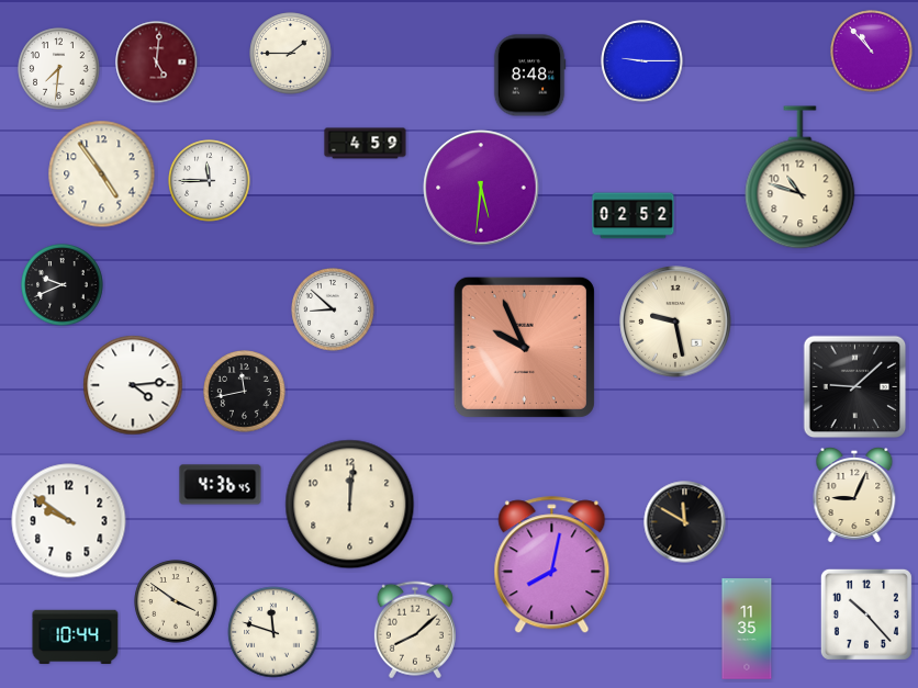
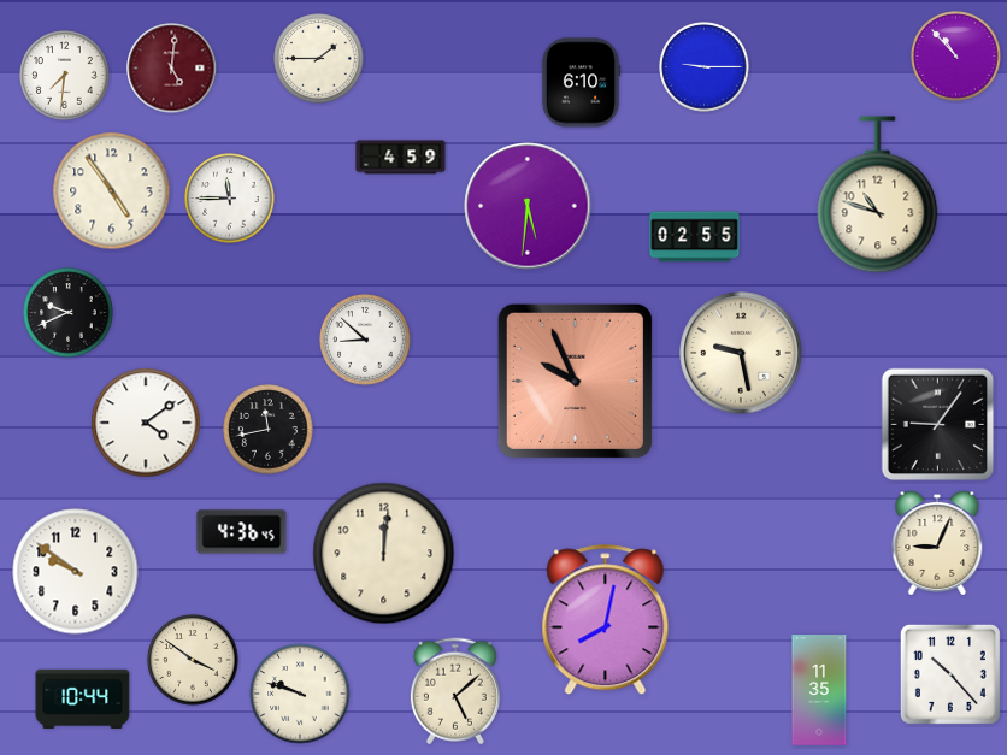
clock at (529, 76): 8:48 -> 6:10
clock at (634, 216): 02:52 -> 02:55
clock at (133, 385): 4:14 -> 4:09
clock at (855, 387): 9:08 -> 9:06
clock at (685, 522): 11:50 -> none
clock at (415, 630): 8:08 -> 5:08
clock at (273, 632): 11:48 -> 9:48
